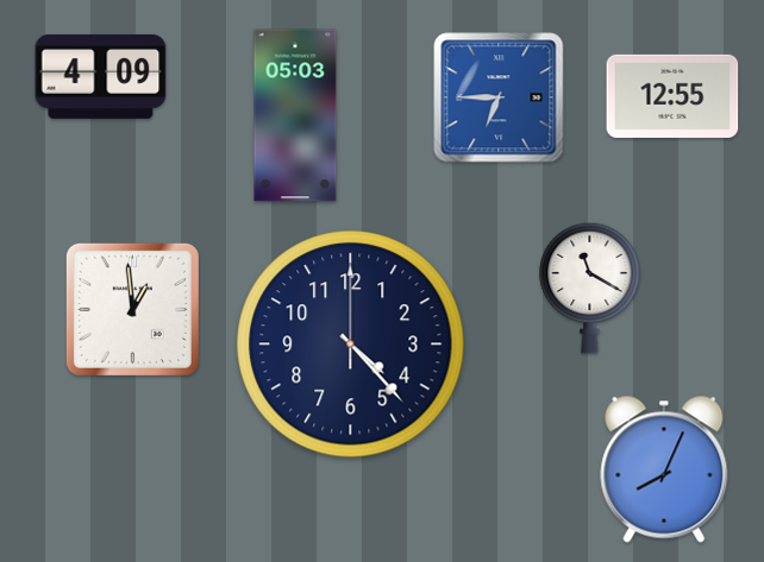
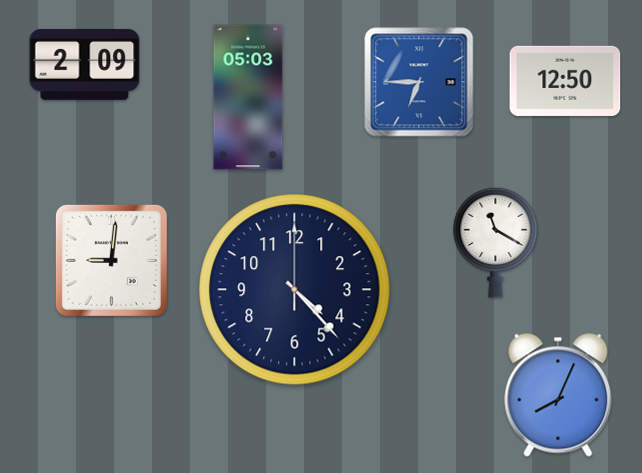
clock at (101, 76): 4:09 -> 2:09
clock at (672, 96): 12:55 -> 12:50
clock at (132, 309): 12:59 -> 9:01
